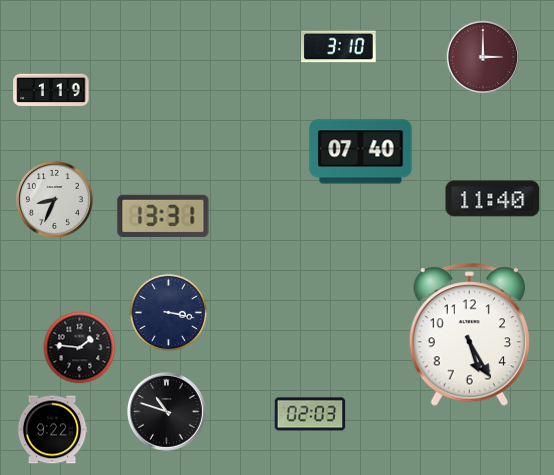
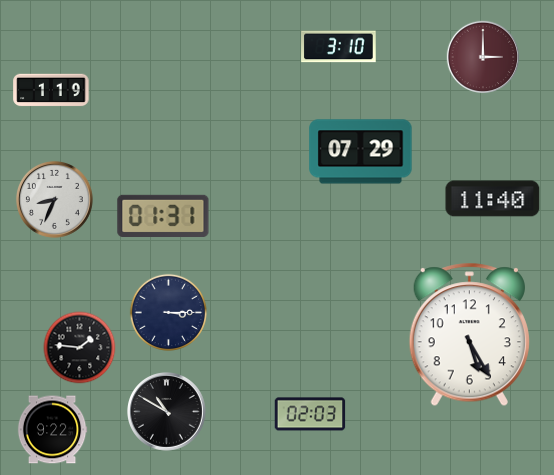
clock at (361, 152): 07:40 -> 07:29
clock at (163, 215): 13:31 -> 01:31
clock at (168, 312): 3:17 -> 3:15
clock at (167, 412): 10:48 -> 10:50
